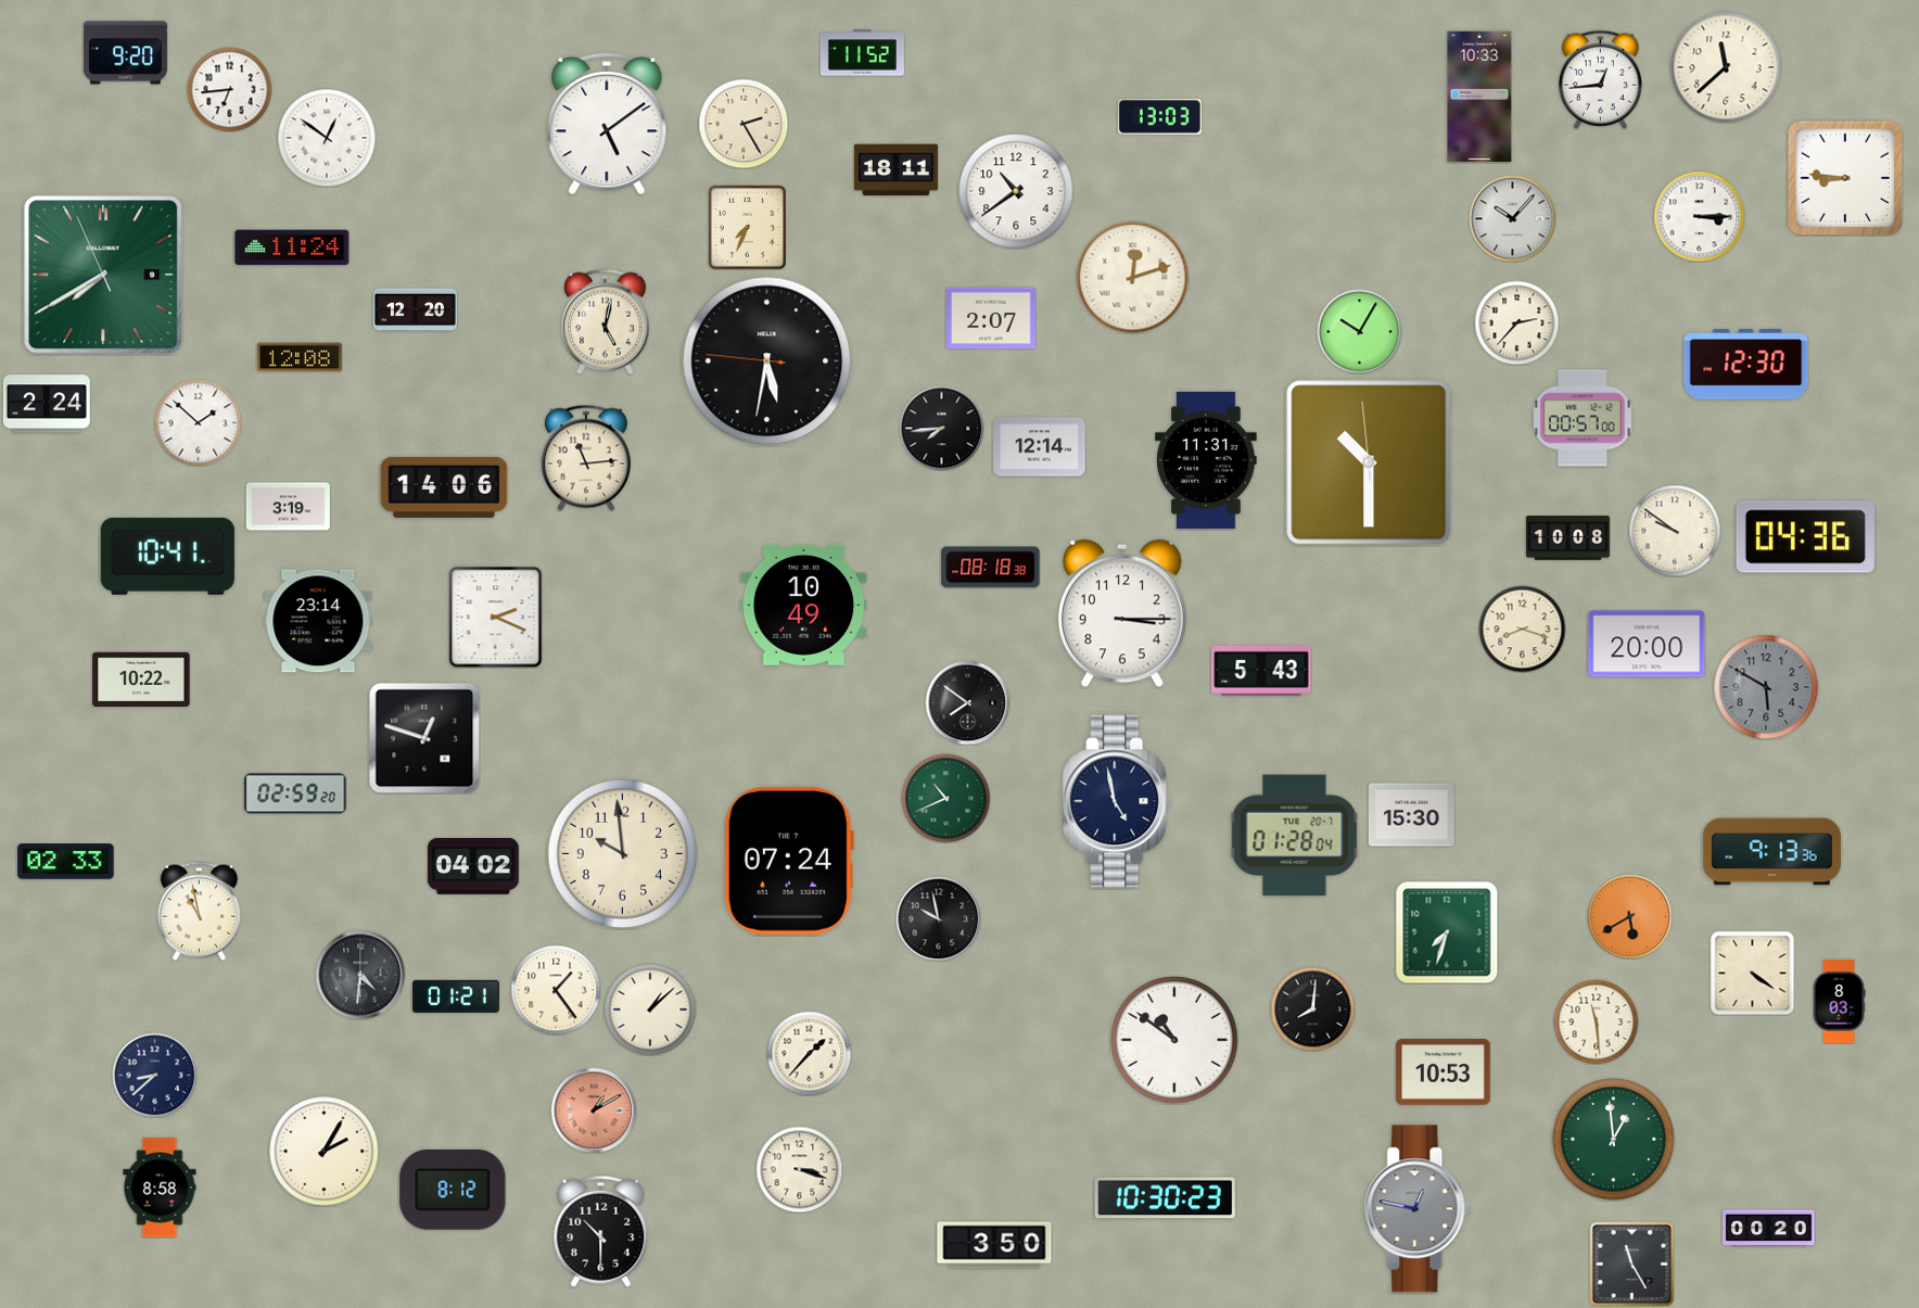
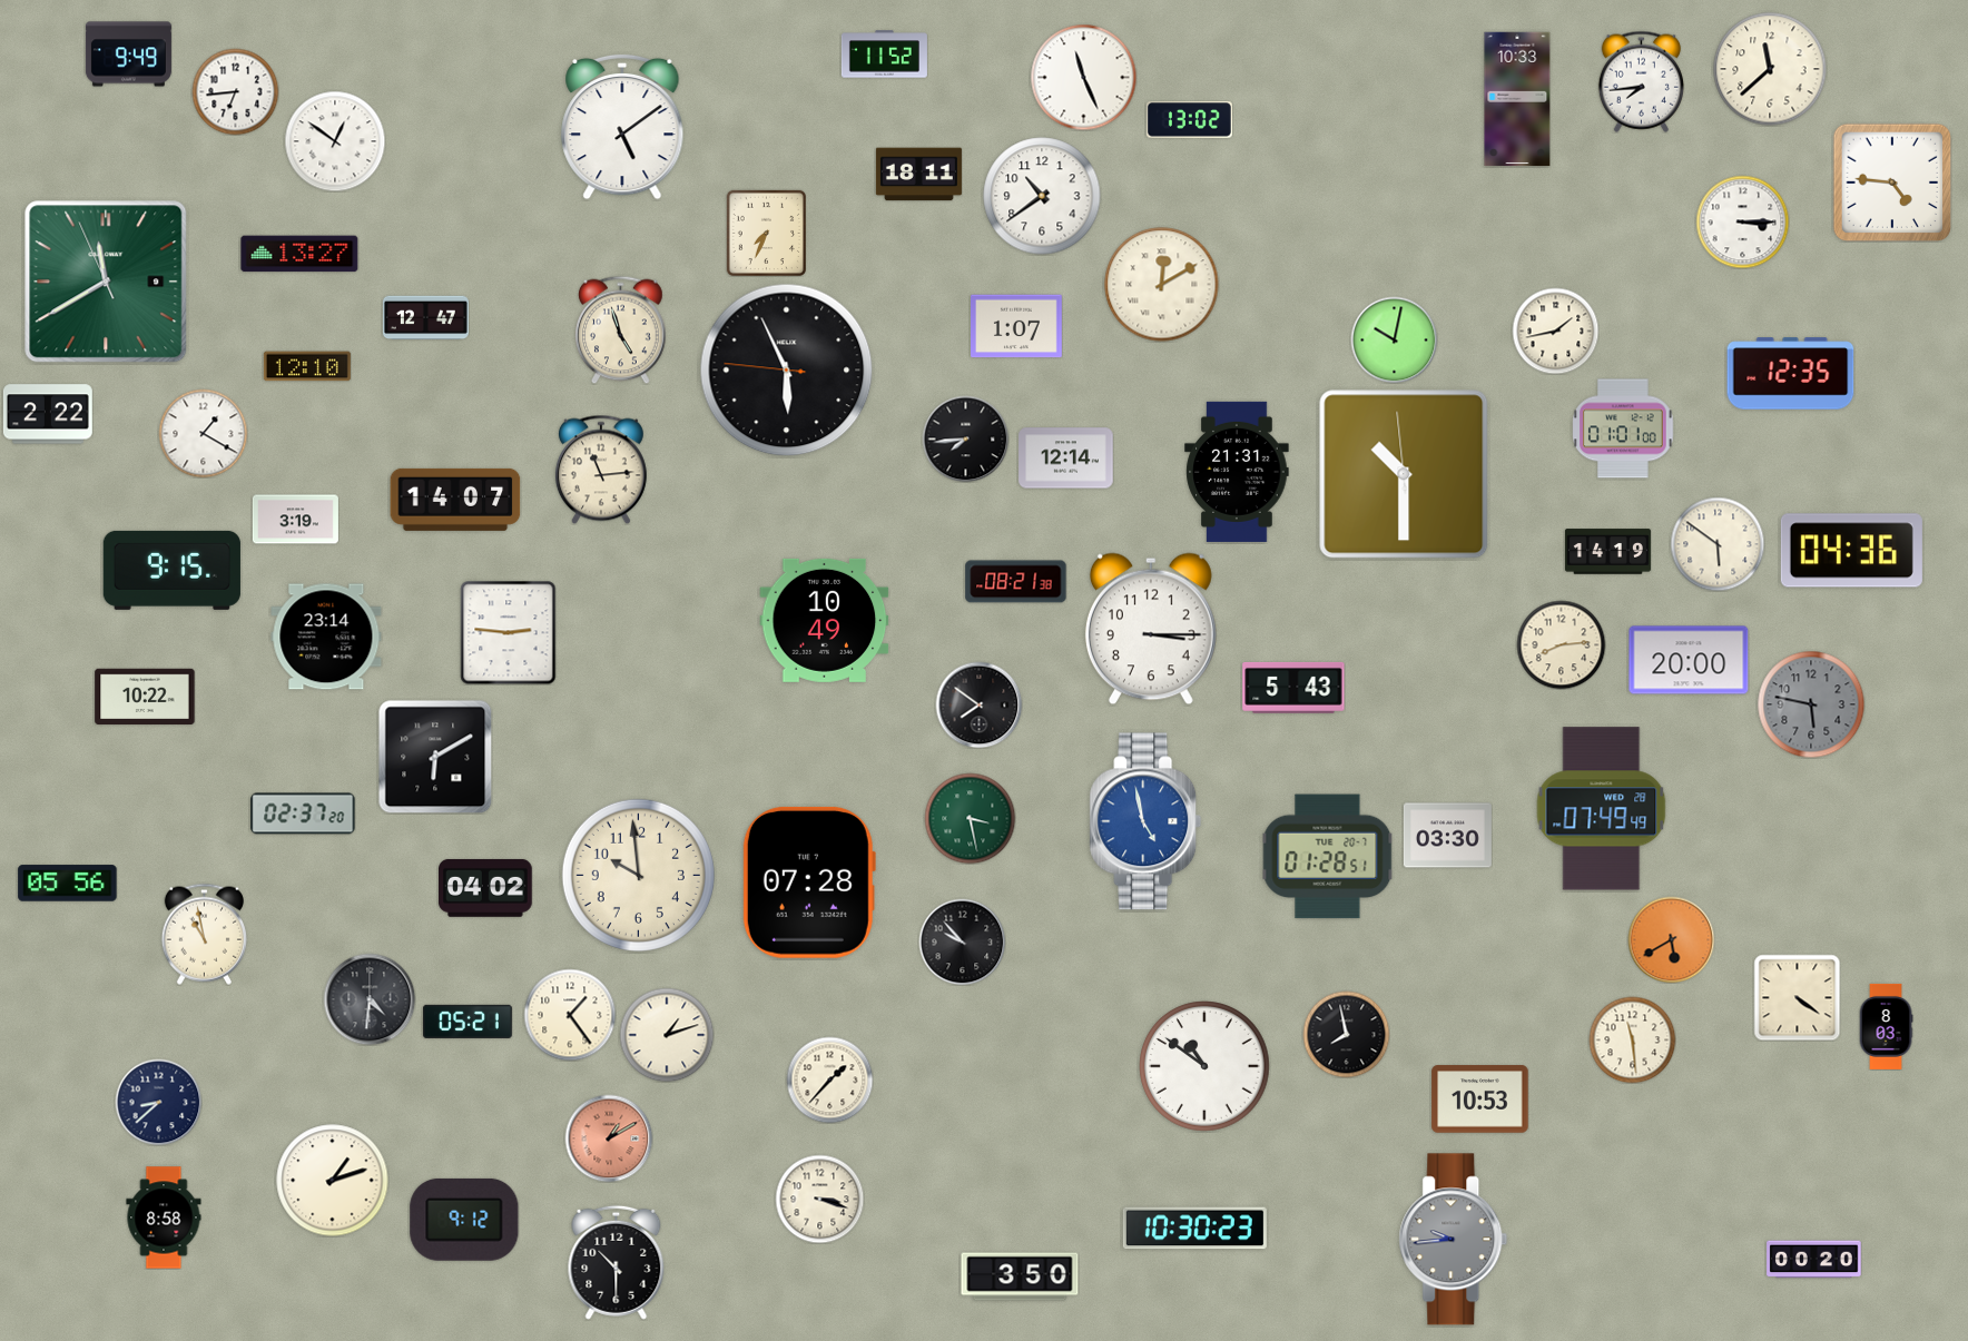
clock at (125, 53): 9:20 -> 9:49
clock at (1083, 77): none -> 11:26
clock at (1600, 79): 12:44 -> 7:44
clock at (1159, 117): 13:03 -> 13:02
clock at (744, 124): 2:25 -> none
clock at (1845, 178): 8:46 -> 4:46
clock at (1512, 218): 10:07 -> none
clock at (292, 247): 11:24 -> 13:27
clock at (103, 275): 7:39 -> 11:39
clock at (1133, 278): 12:12 -> 12:10
clock at (415, 310): 12:20 -> 12:47
clock at (992, 318): 2:07 -> 1:07
clock at (606, 321): 5:02 -> 4:57
clock at (1516, 322): 2:37 -> 1:43
clock at (1359, 331): 10:05 -> 10:02
clock at (300, 357): 12:08 -> 12:10
clock at (767, 361): 5:31 -> 5:55
clock at (1746, 365): 12:30 -> 12:35
clock at (47, 404): 2:24 -> 2:22
clock at (1583, 418): 00:57 -> 01:01
clock at (198, 422): 1:52 -> 1:20
clock at (1206, 460): 11:31 -> 21:31
clock at (444, 487): 14:06 -> 14:07
clock at (1675, 531): 9:51 -> 5:51
clock at (1567, 538): 10:08 -> 14:19
clock at (167, 556): 10:41 -> 9:15
clock at (991, 568): 08:18 -> 08:21
clock at (496, 617): 2:19 -> 2:46
clock at (1522, 628): 8:18 -> 8:14
clock at (1766, 687): 5:50 -> 5:47
clock at (967, 702) position: (967, 702) -> (978, 704)
clock at (424, 738): 12:48 -> 6:10
clock at (1602, 809): none -> 07:49
clock at (295, 793): 02:59 -> 02:37
clock at (945, 798): 10:41 -> 3:28
clock at (1117, 801) dial: navy -> blue
clock at (1411, 815): 15:30 -> 03:30
clock at (1295, 836): 01:28:04 -> 01:28:51
clock at (1771, 852): 9:13 -> none
clock at (789, 861): 07:24 -> 07:28
clock at (66, 862): 02:33 -> 05:56
clock at (938, 918): 9:58 -> 9:53
clock at (1447, 932): 7:33 -> none
clock at (456, 996): 01:21 -> 05:21
clock at (1312, 1008): 8:01 -> 7:58
clock at (650, 1009): 1:08 -> 1:12
clock at (1596, 1021) position: (1596, 1021) -> (1632, 1039)
clock at (1614, 1140): 12:59 -> none
clock at (325, 1152): 2:05 -> 1:12
clock at (453, 1190): 8:12 -> 9:12
clock at (1418, 1209): 12:47 -> 9:44
clock at (1631, 1263): 11:25 -> none
